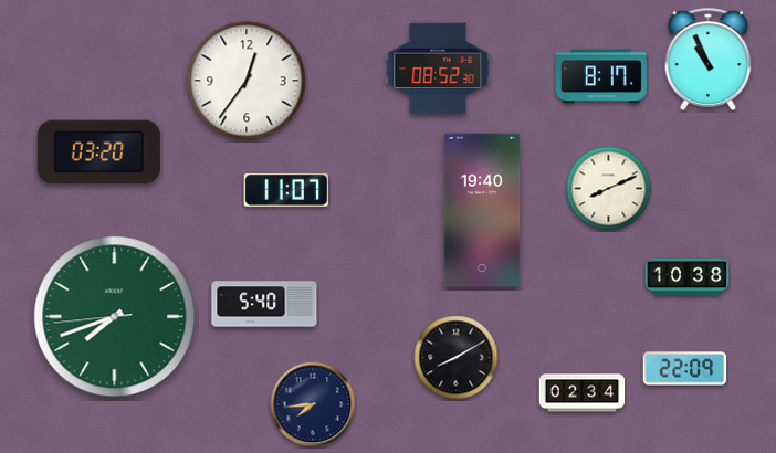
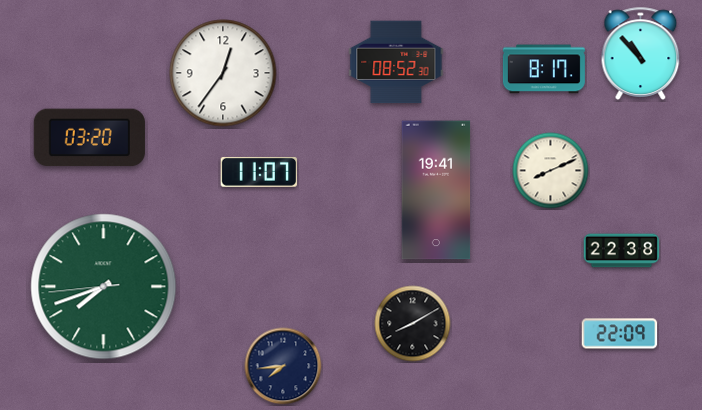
clock at (709, 59): 10:56 -> 10:53
clock at (482, 210): 19:40 -> 19:41
clock at (688, 277): 10:38 -> 22:38
clock at (264, 304): 5:40 -> none
clock at (583, 393): 02:34 -> none
